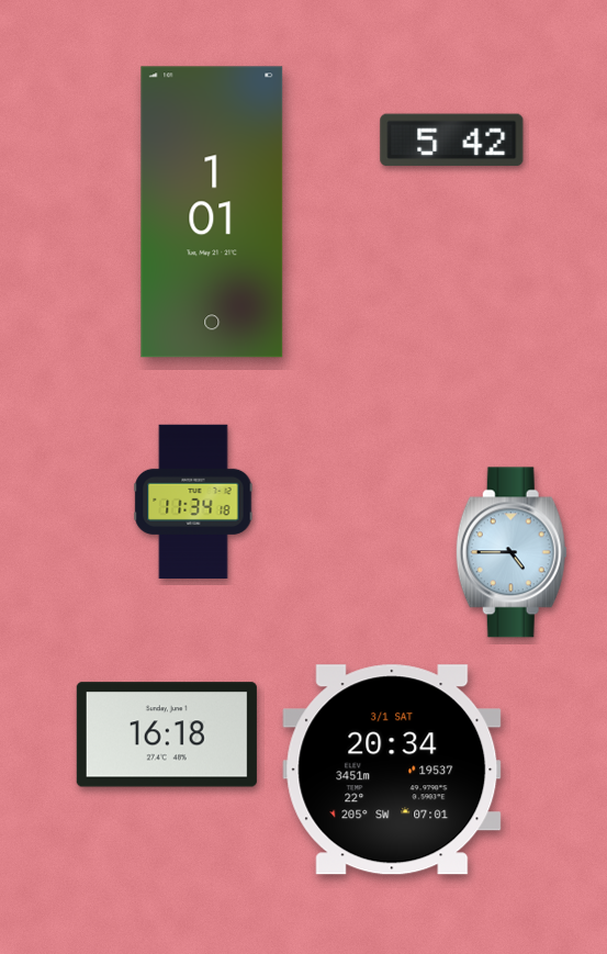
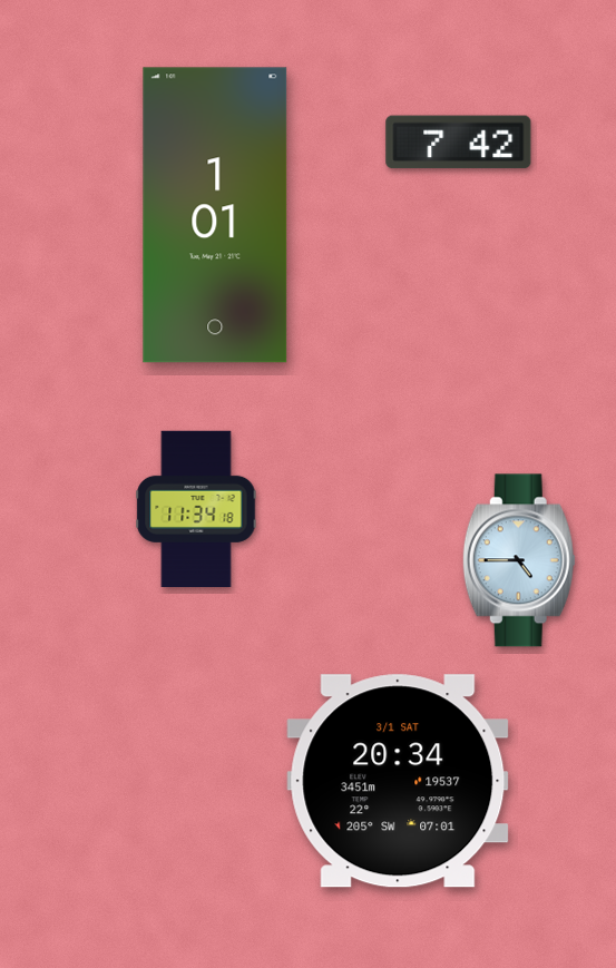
clock at (452, 141): 5:42 -> 7:42
clock at (167, 734): 16:18 -> none
